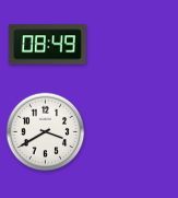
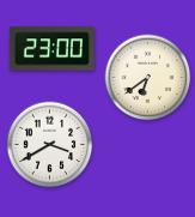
clock at (47, 45): 08:49 -> 23:00
clock at (148, 78): none -> 6:39
